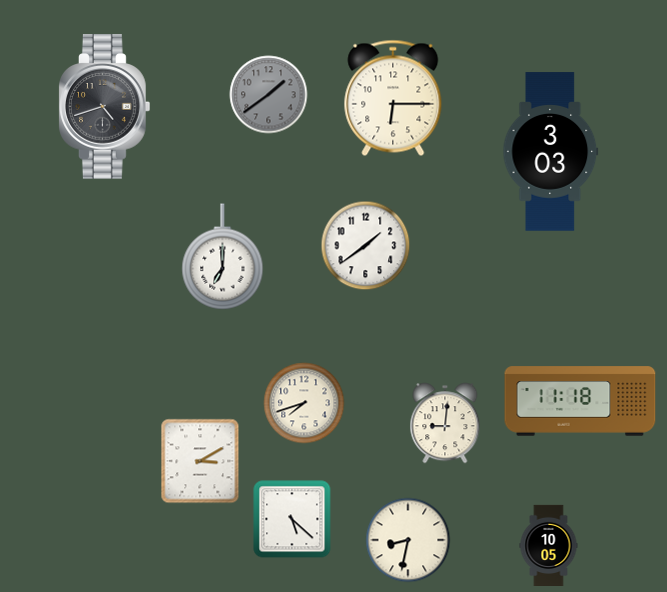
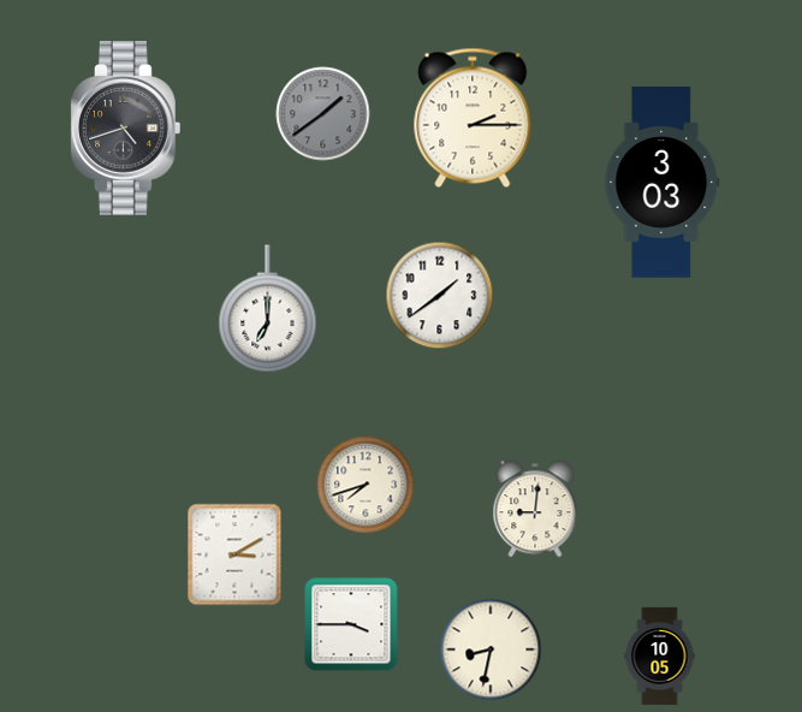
clock at (393, 98): 6:15 -> 2:15
clock at (580, 401): 11:18 -> none
clock at (200, 461) position: (200, 461) -> (234, 554)
clock at (292, 519): 5:22 -> 3:45
